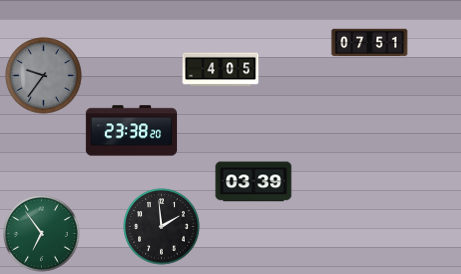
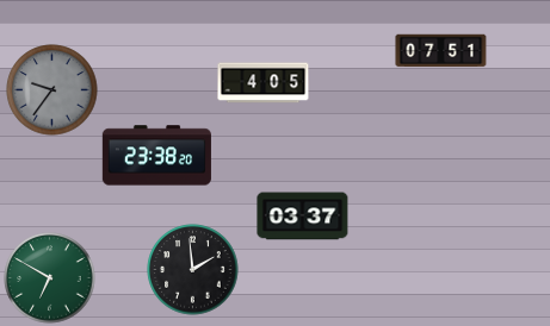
clock at (254, 182): 03:39 -> 03:37
clock at (42, 234): 6:54 -> 6:50
